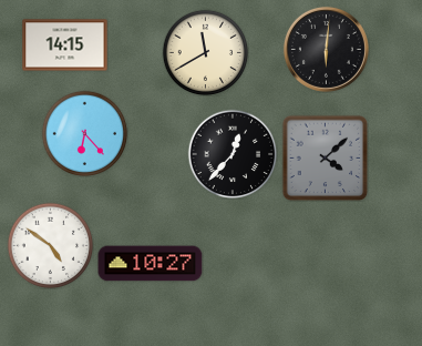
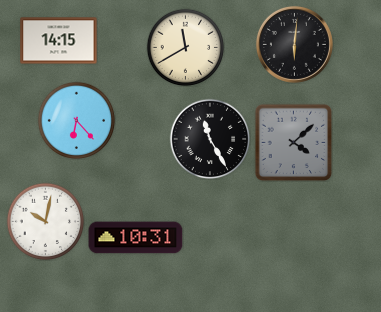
clock at (233, 154): 12:37 -> 11:25
clock at (50, 245): 4:51 -> 10:02
clock at (151, 264): 10:27 -> 10:31
